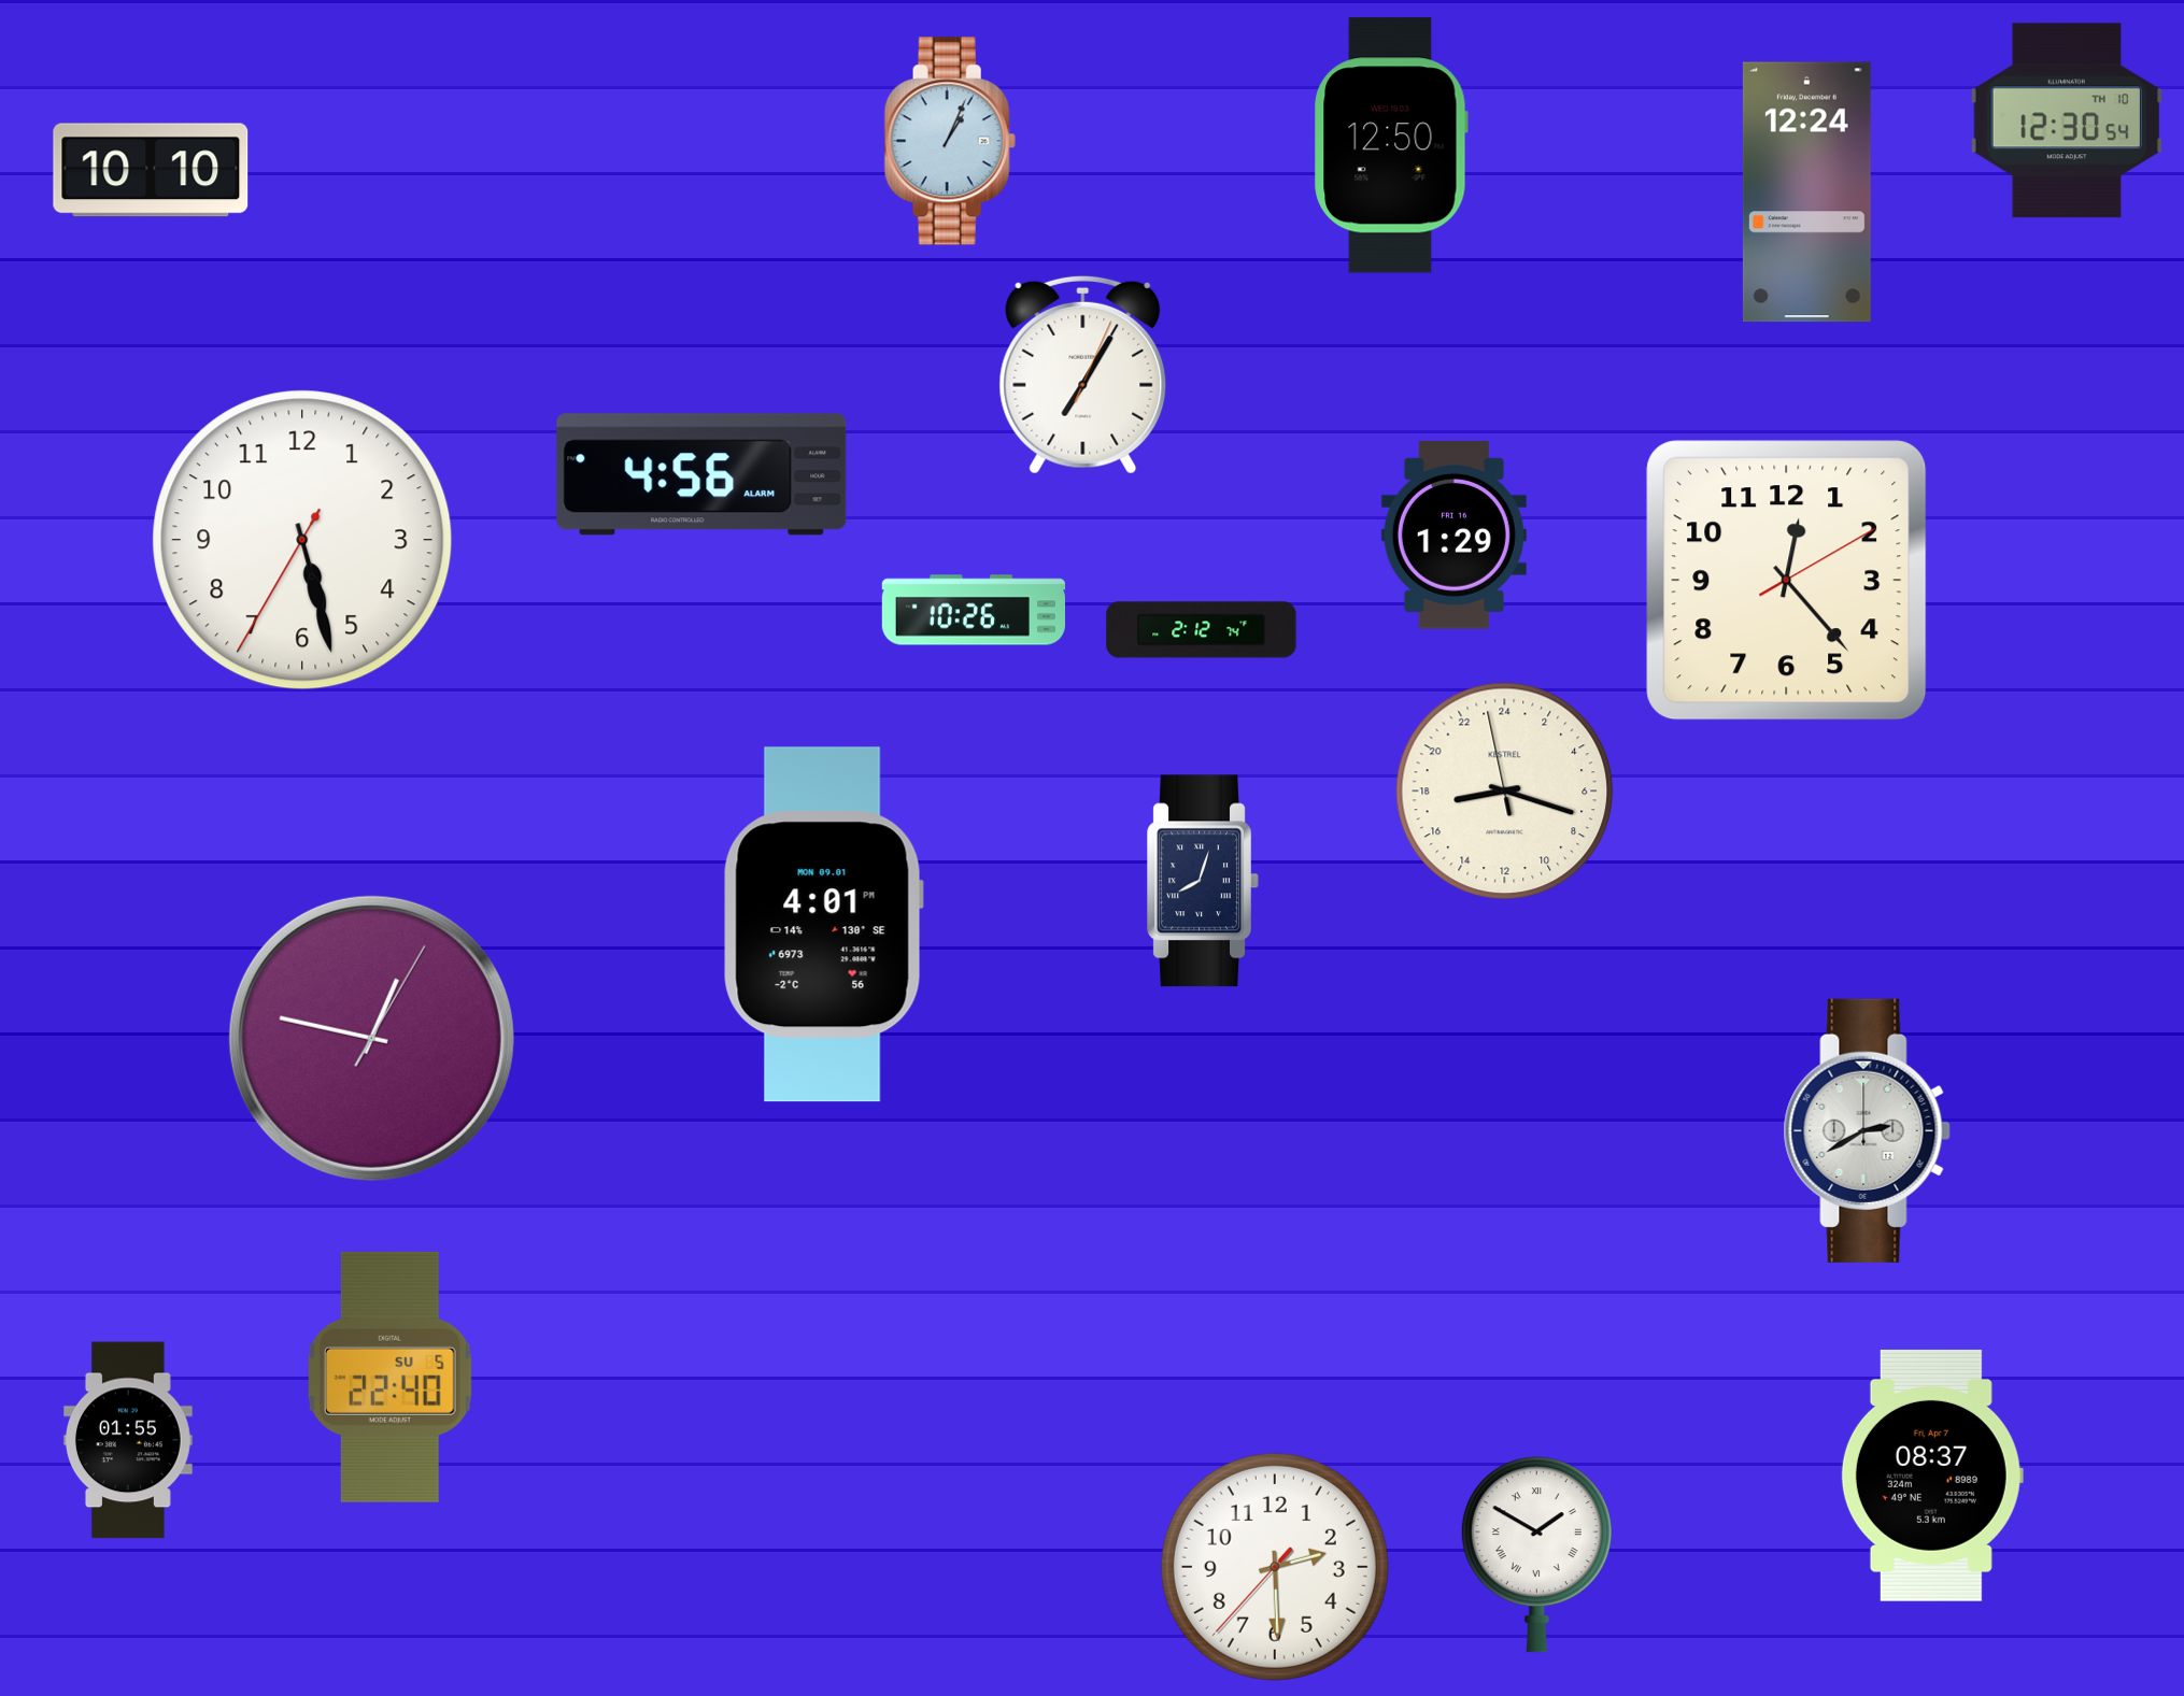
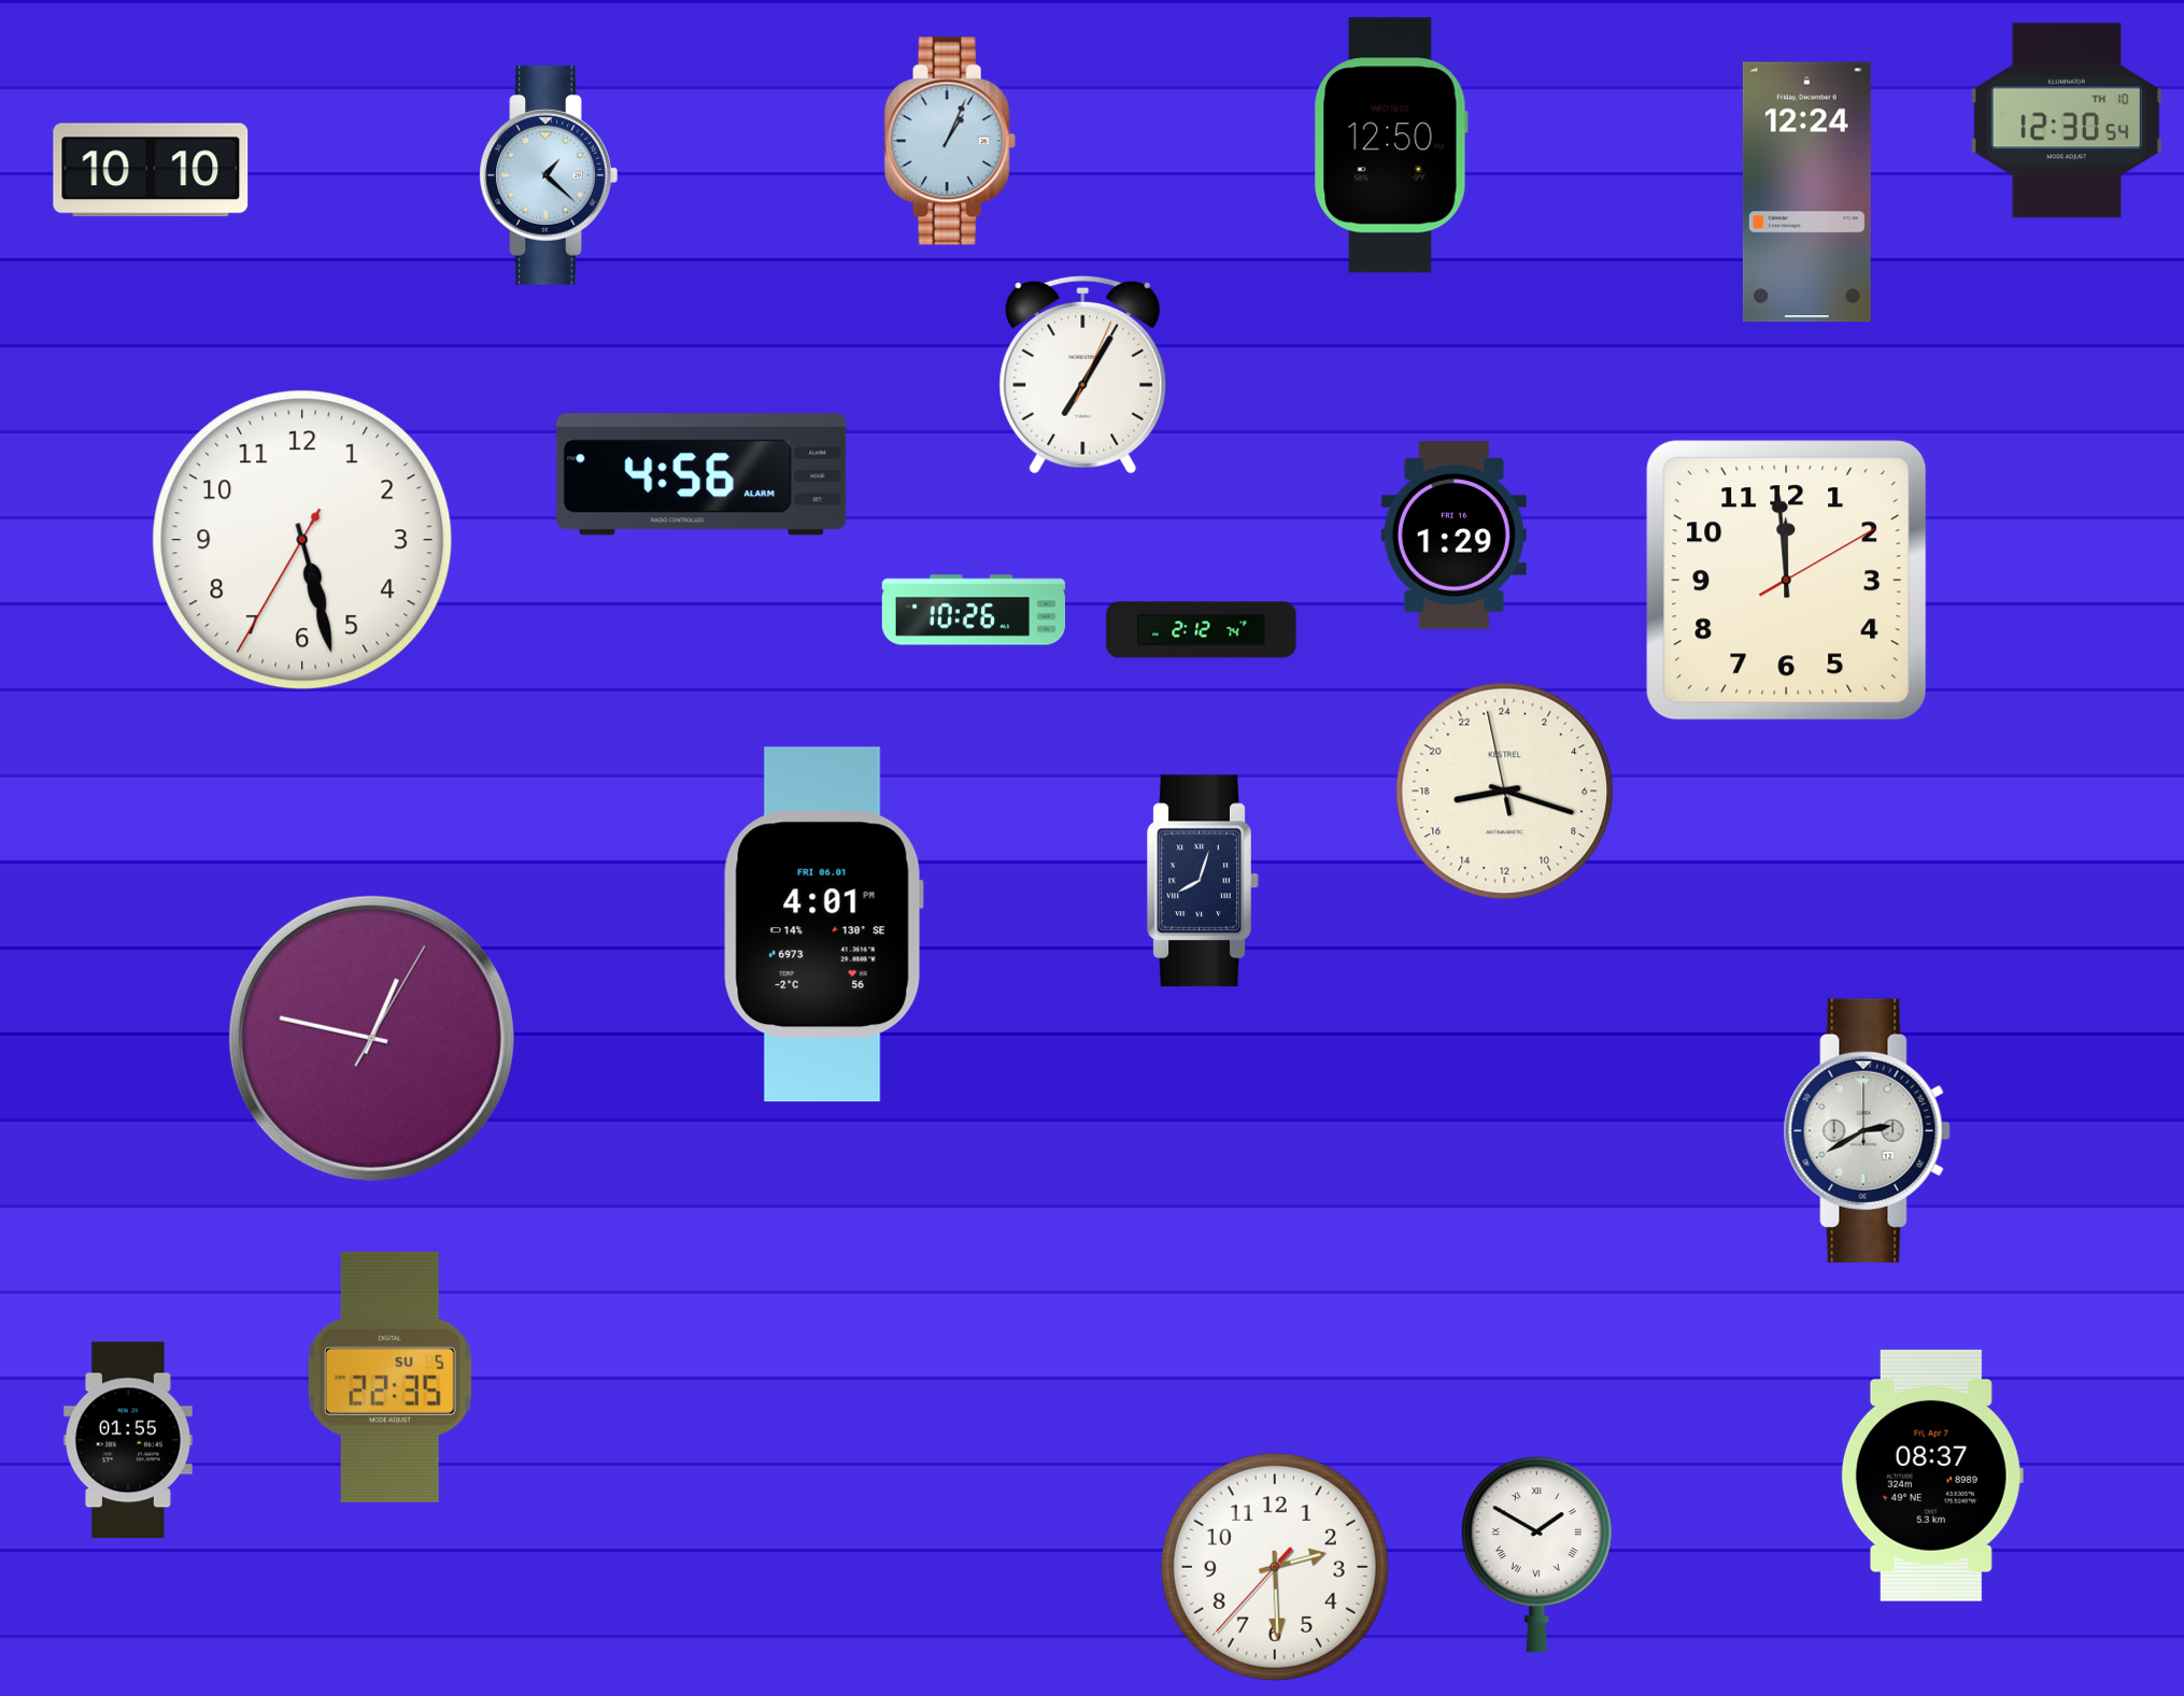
clock at (549, 175): none -> 1:22
clock at (1787, 581): 12:23 -> 11:59
clock at (823, 925) date: MON 09.01 -> FRI 06.01
clock at (389, 1377): 22:40 -> 22:35
